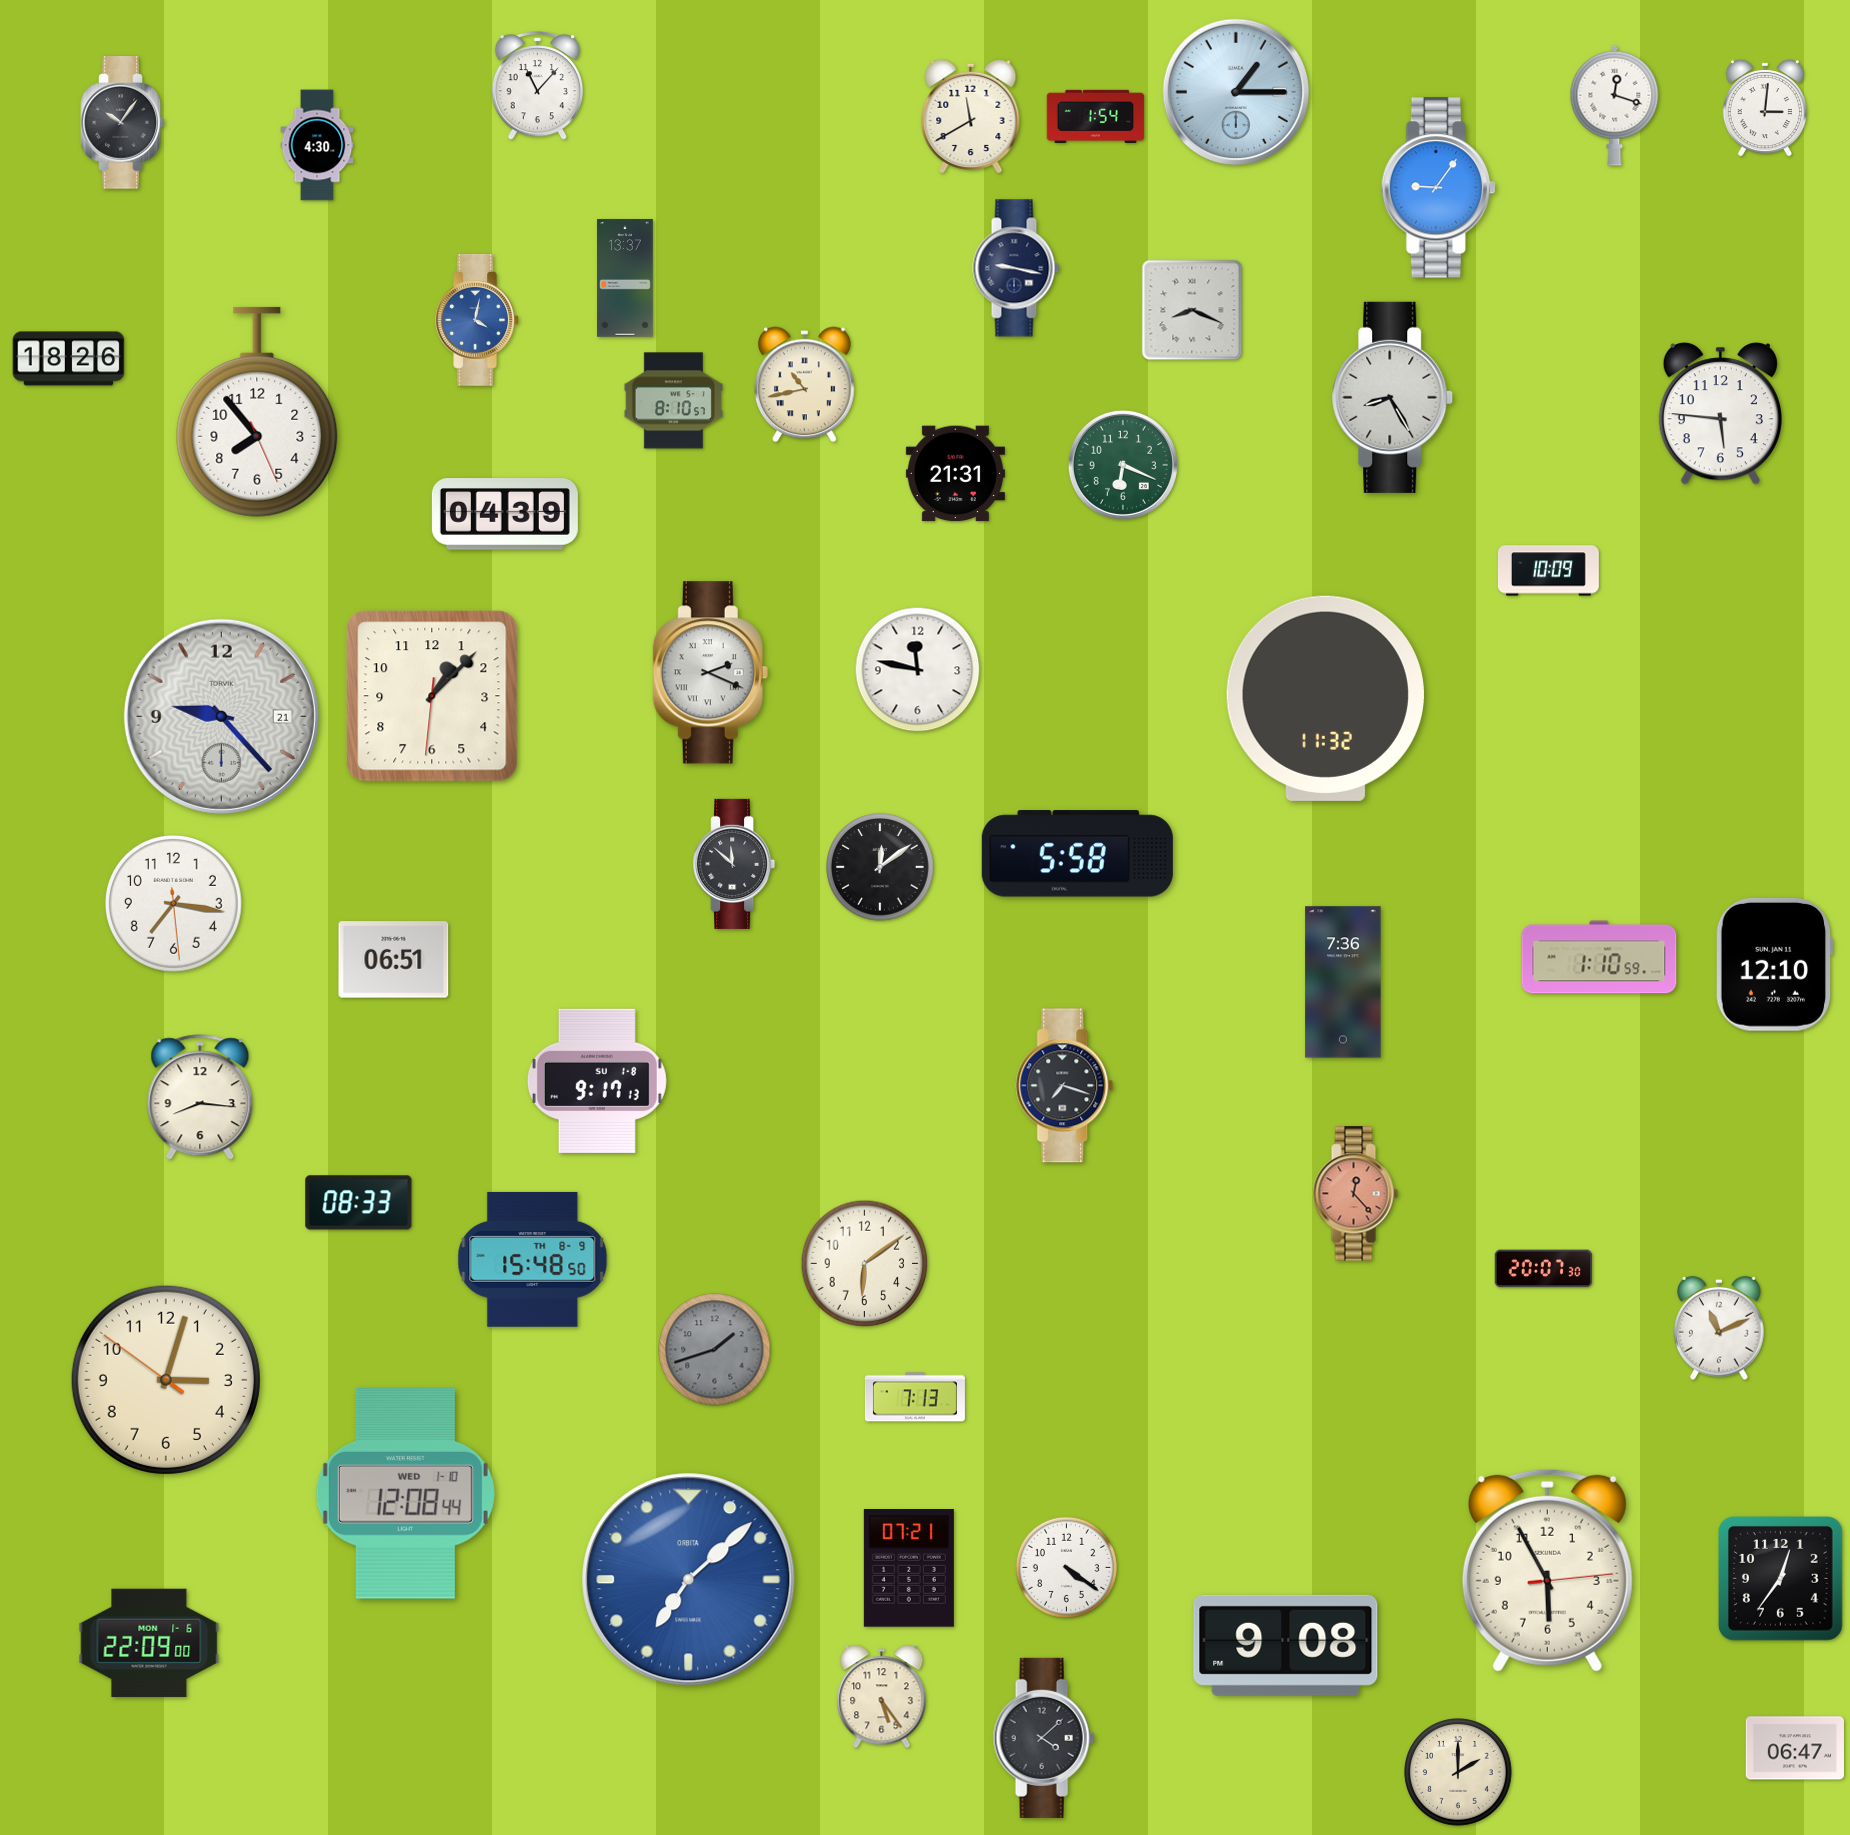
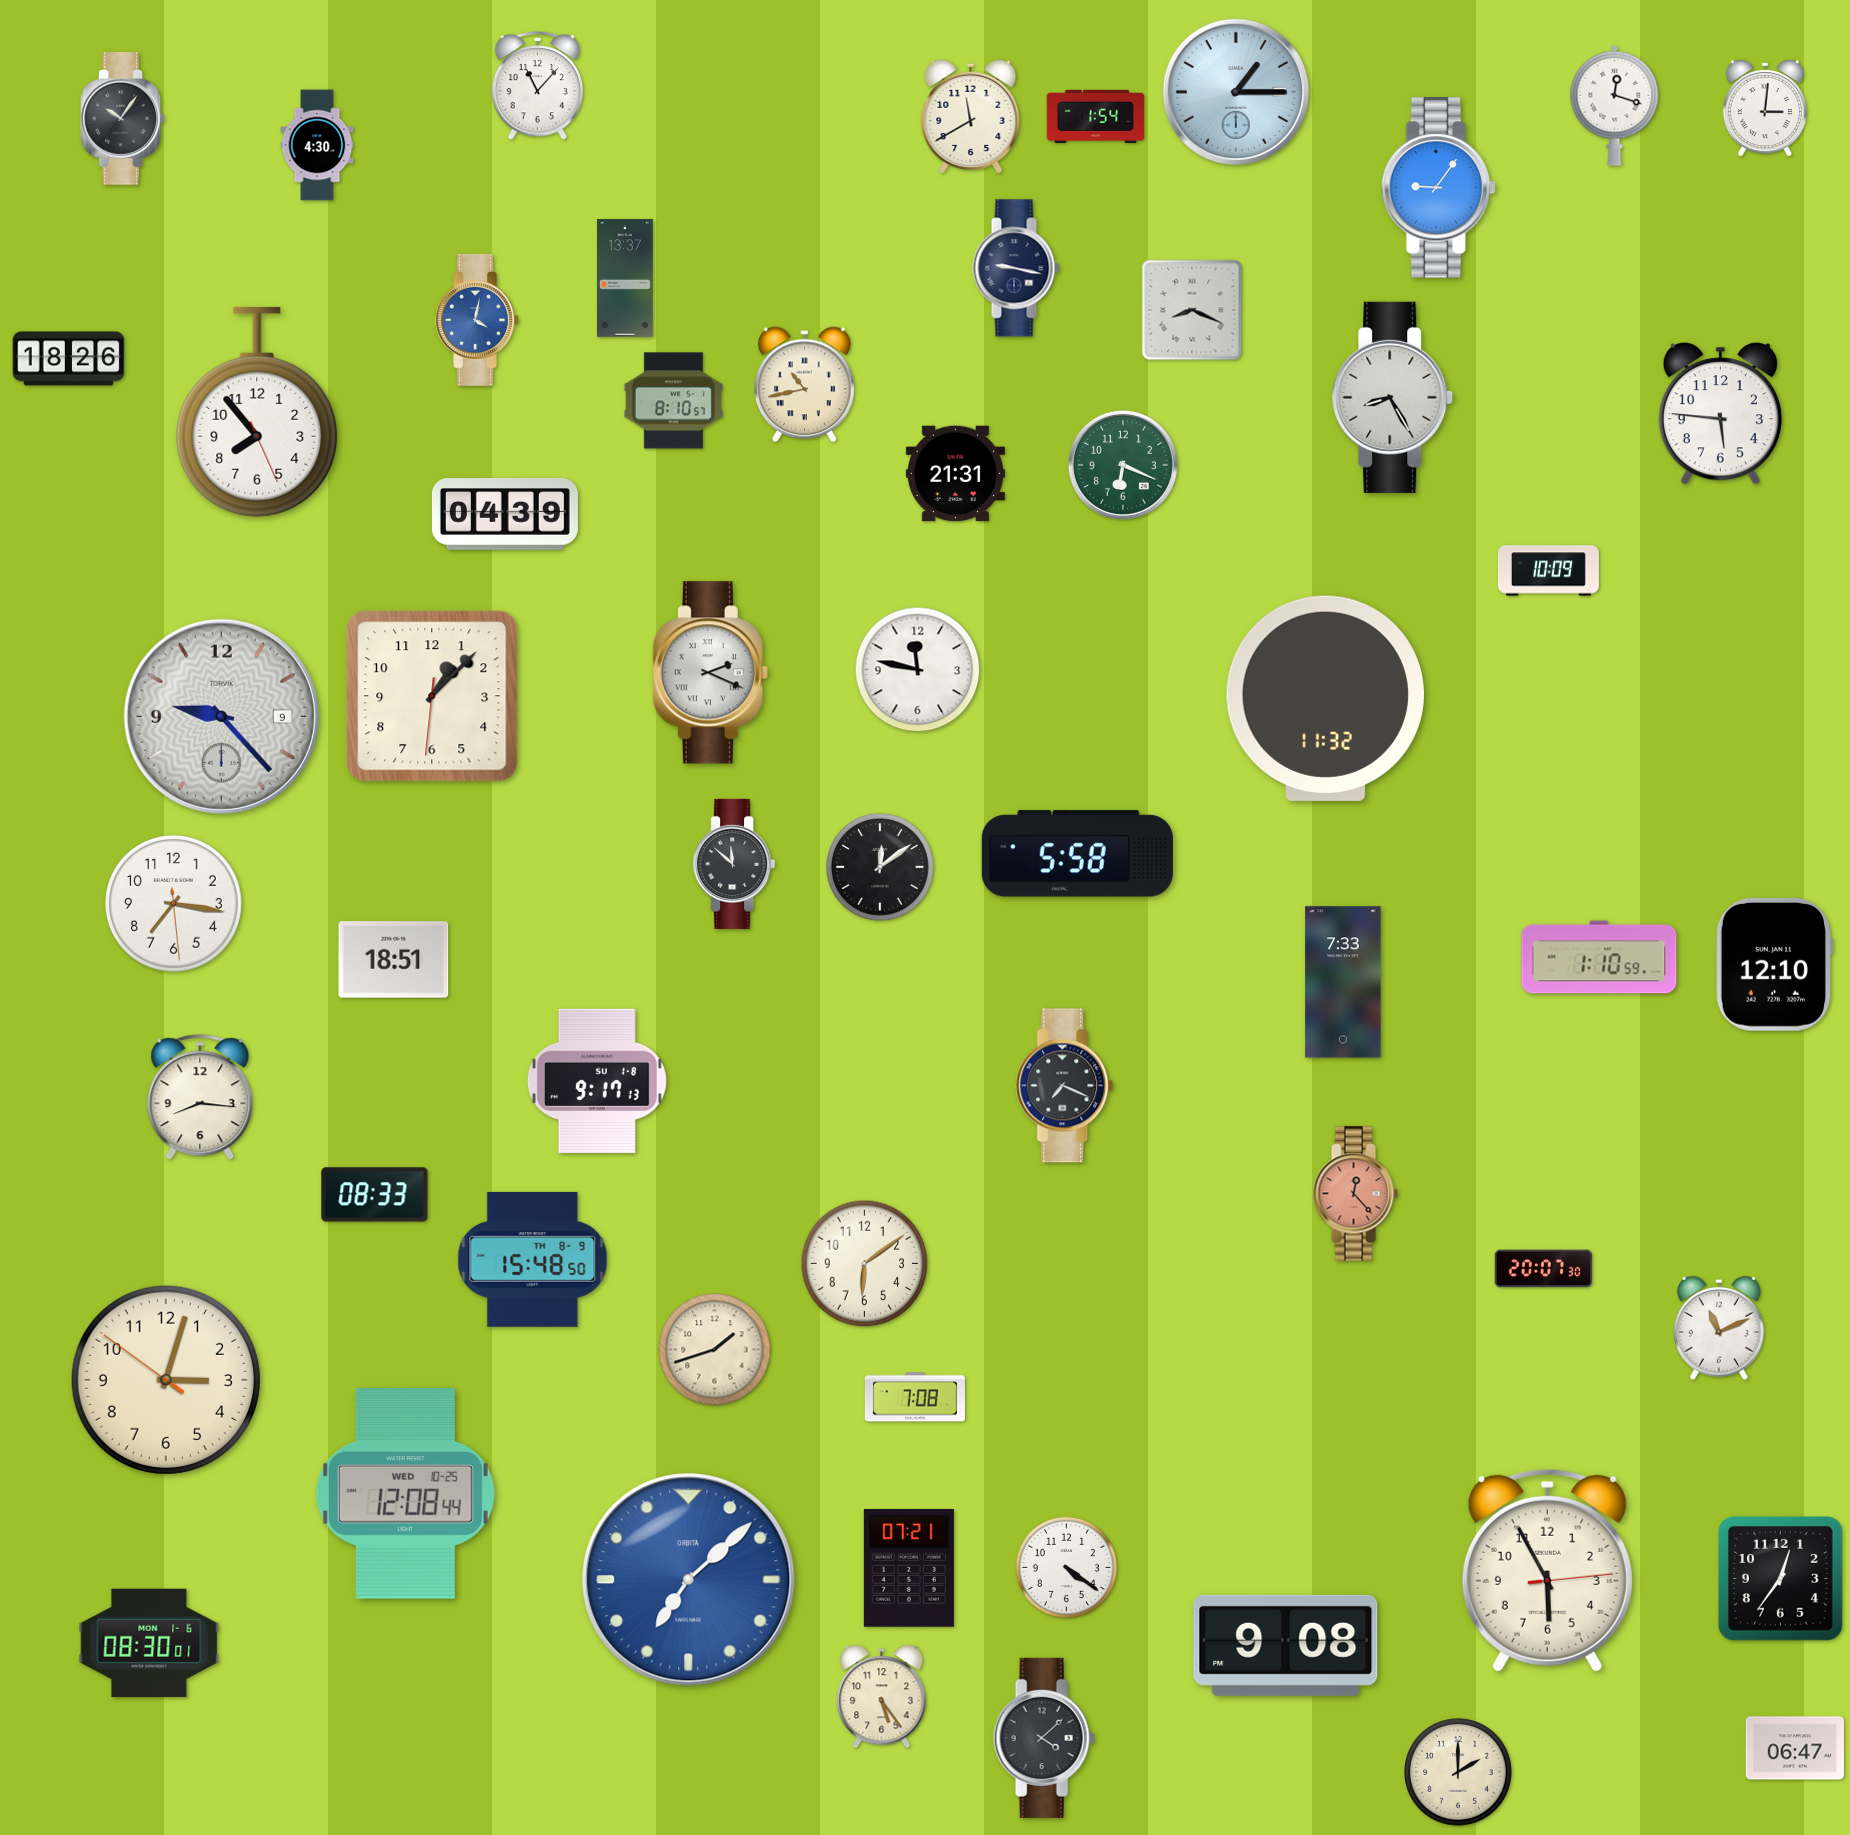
clock at (123, 123) position: (123, 123) -> (123, 119)
clock at (221, 716) date: 21 -> 9
clock at (394, 960): 06:51 -> 18:51
clock at (1343, 982): 7:36 -> 7:33
clock at (1065, 1086): 7:18 -> 7:19
clock at (359, 1203) position: (359, 1203) -> (375, 1195)
clock at (715, 1350) dial: grey -> cream
clock at (915, 1397): 7:13 -> 7:08
clock at (405, 1494) date: WED 1-10 -> WED 10-25
clock at (149, 1643): 22:09 -> 08:30
